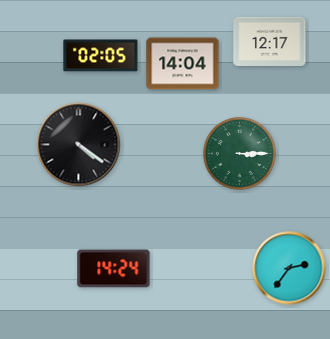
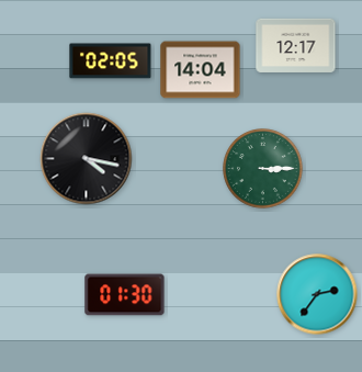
clock at (79, 145): 4:21 -> 4:17
clock at (114, 269): 14:24 -> 01:30
